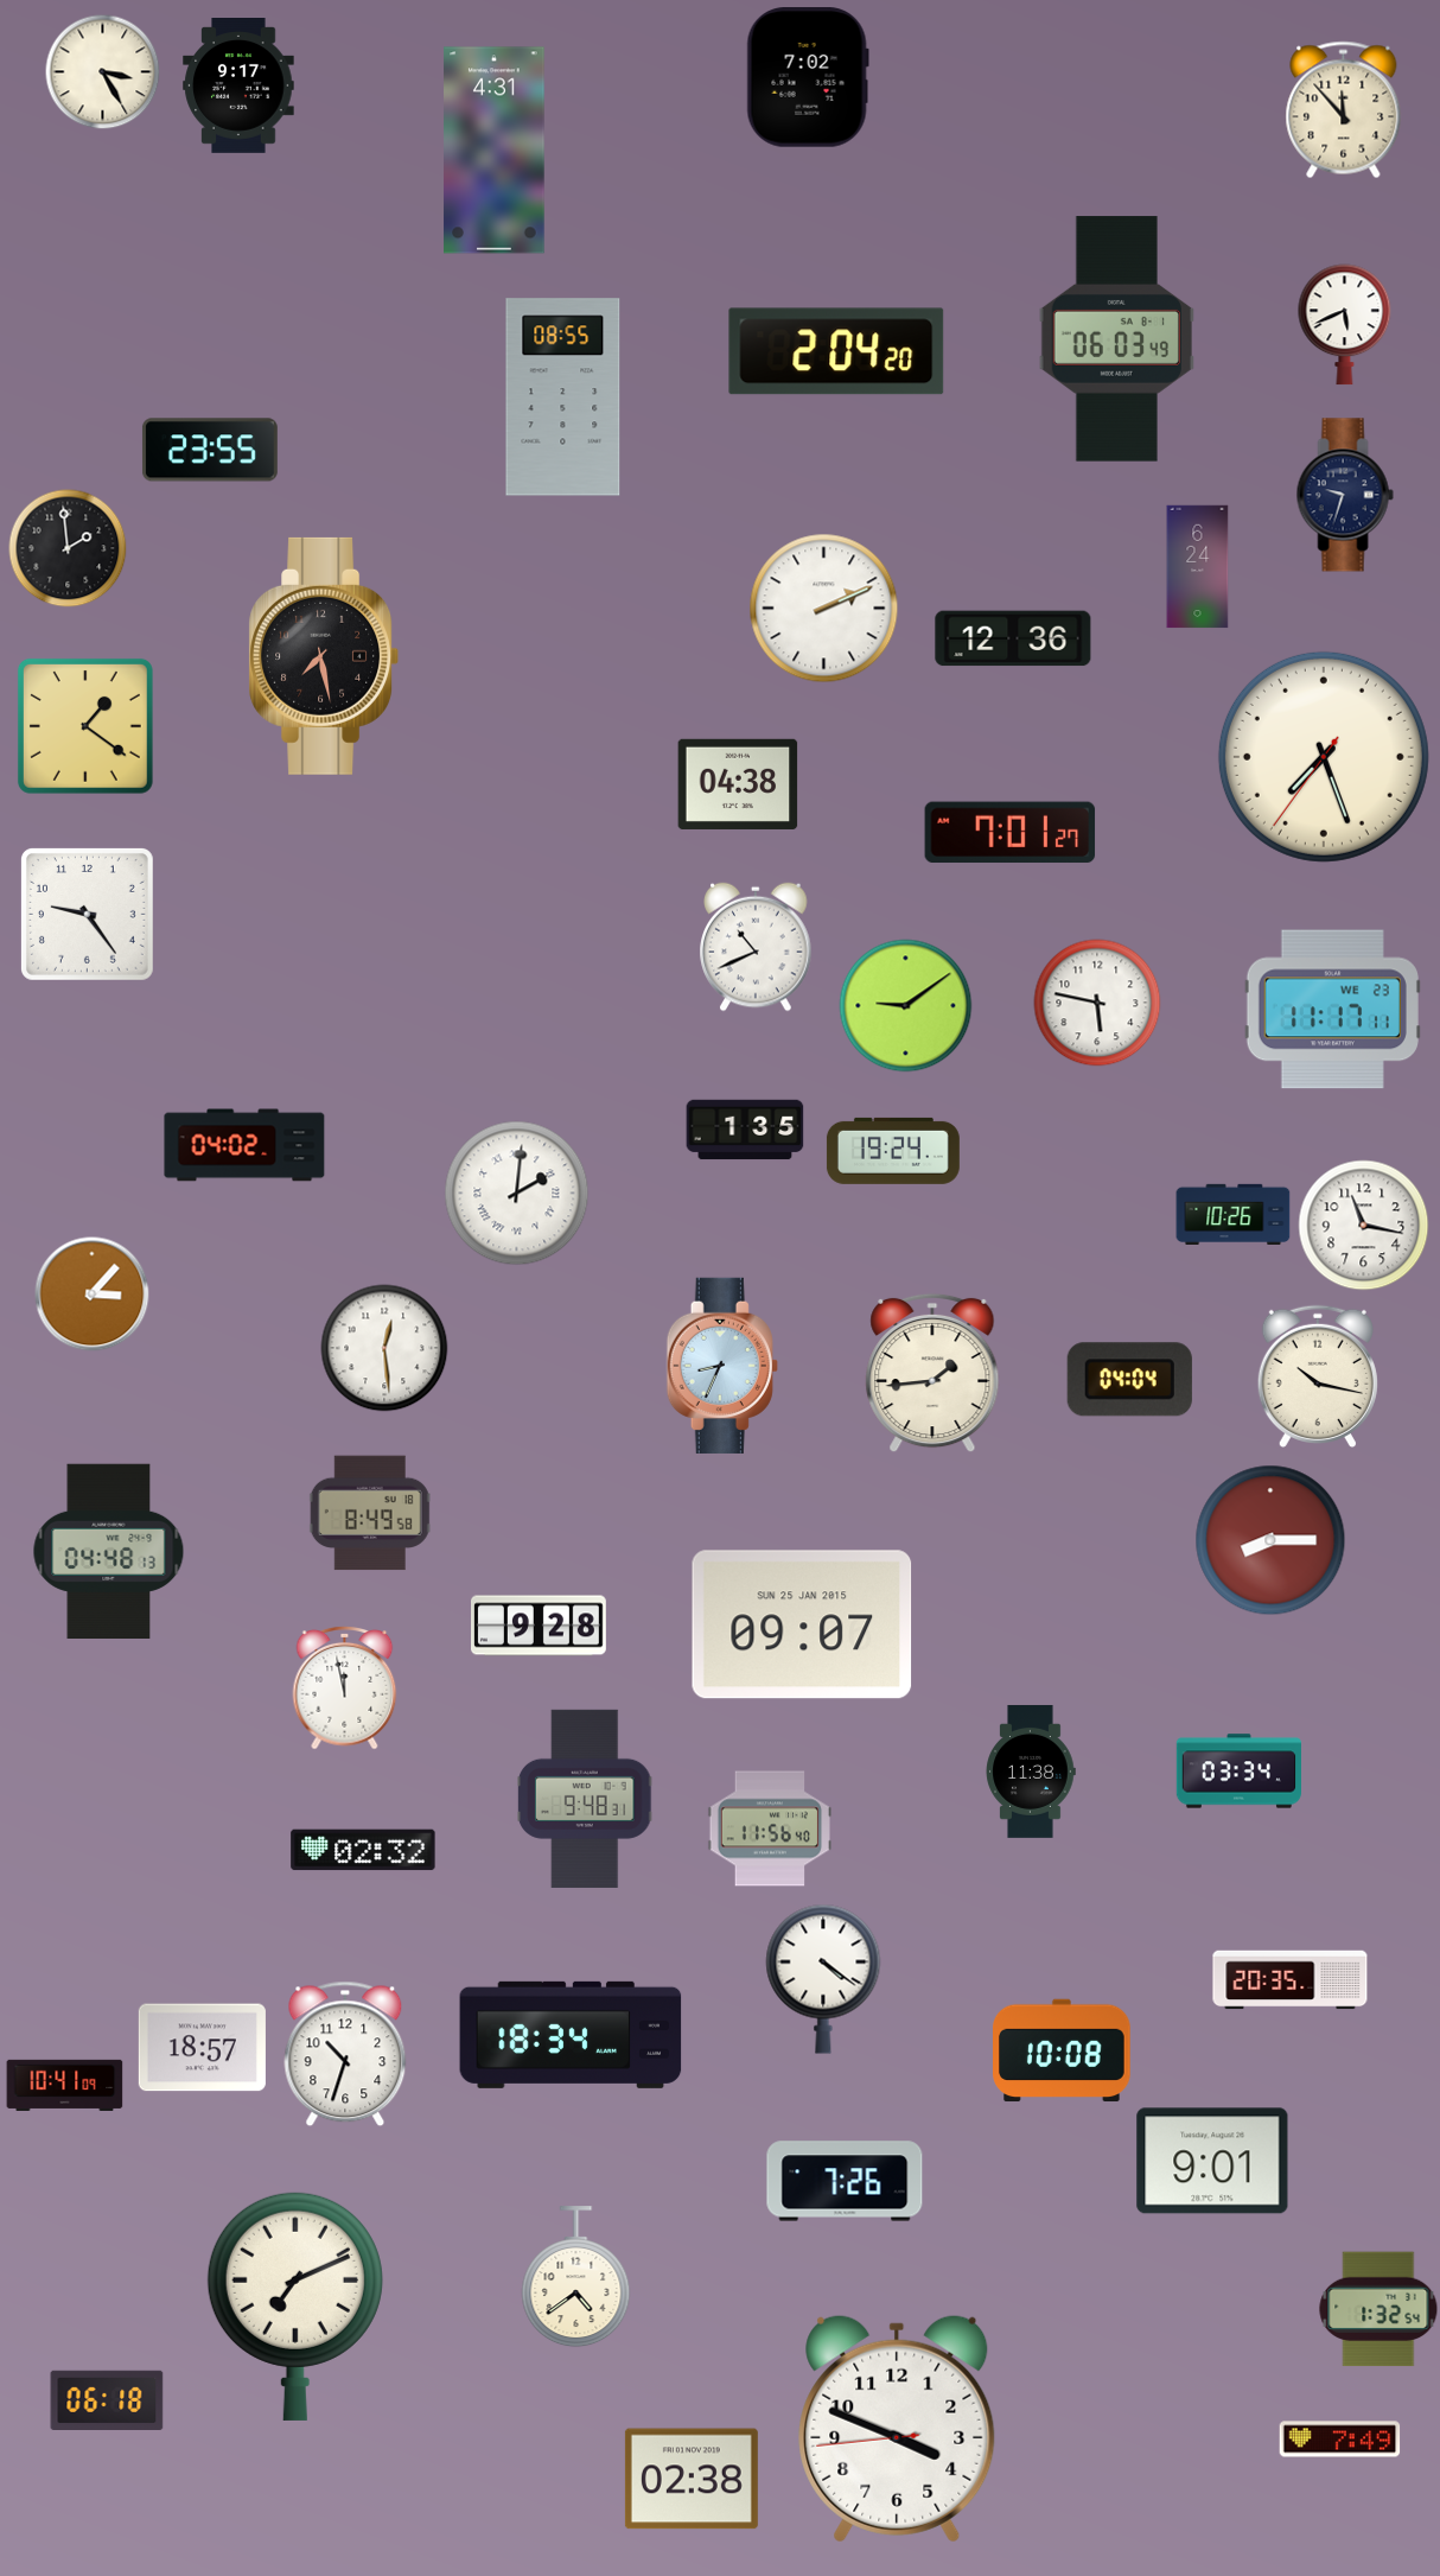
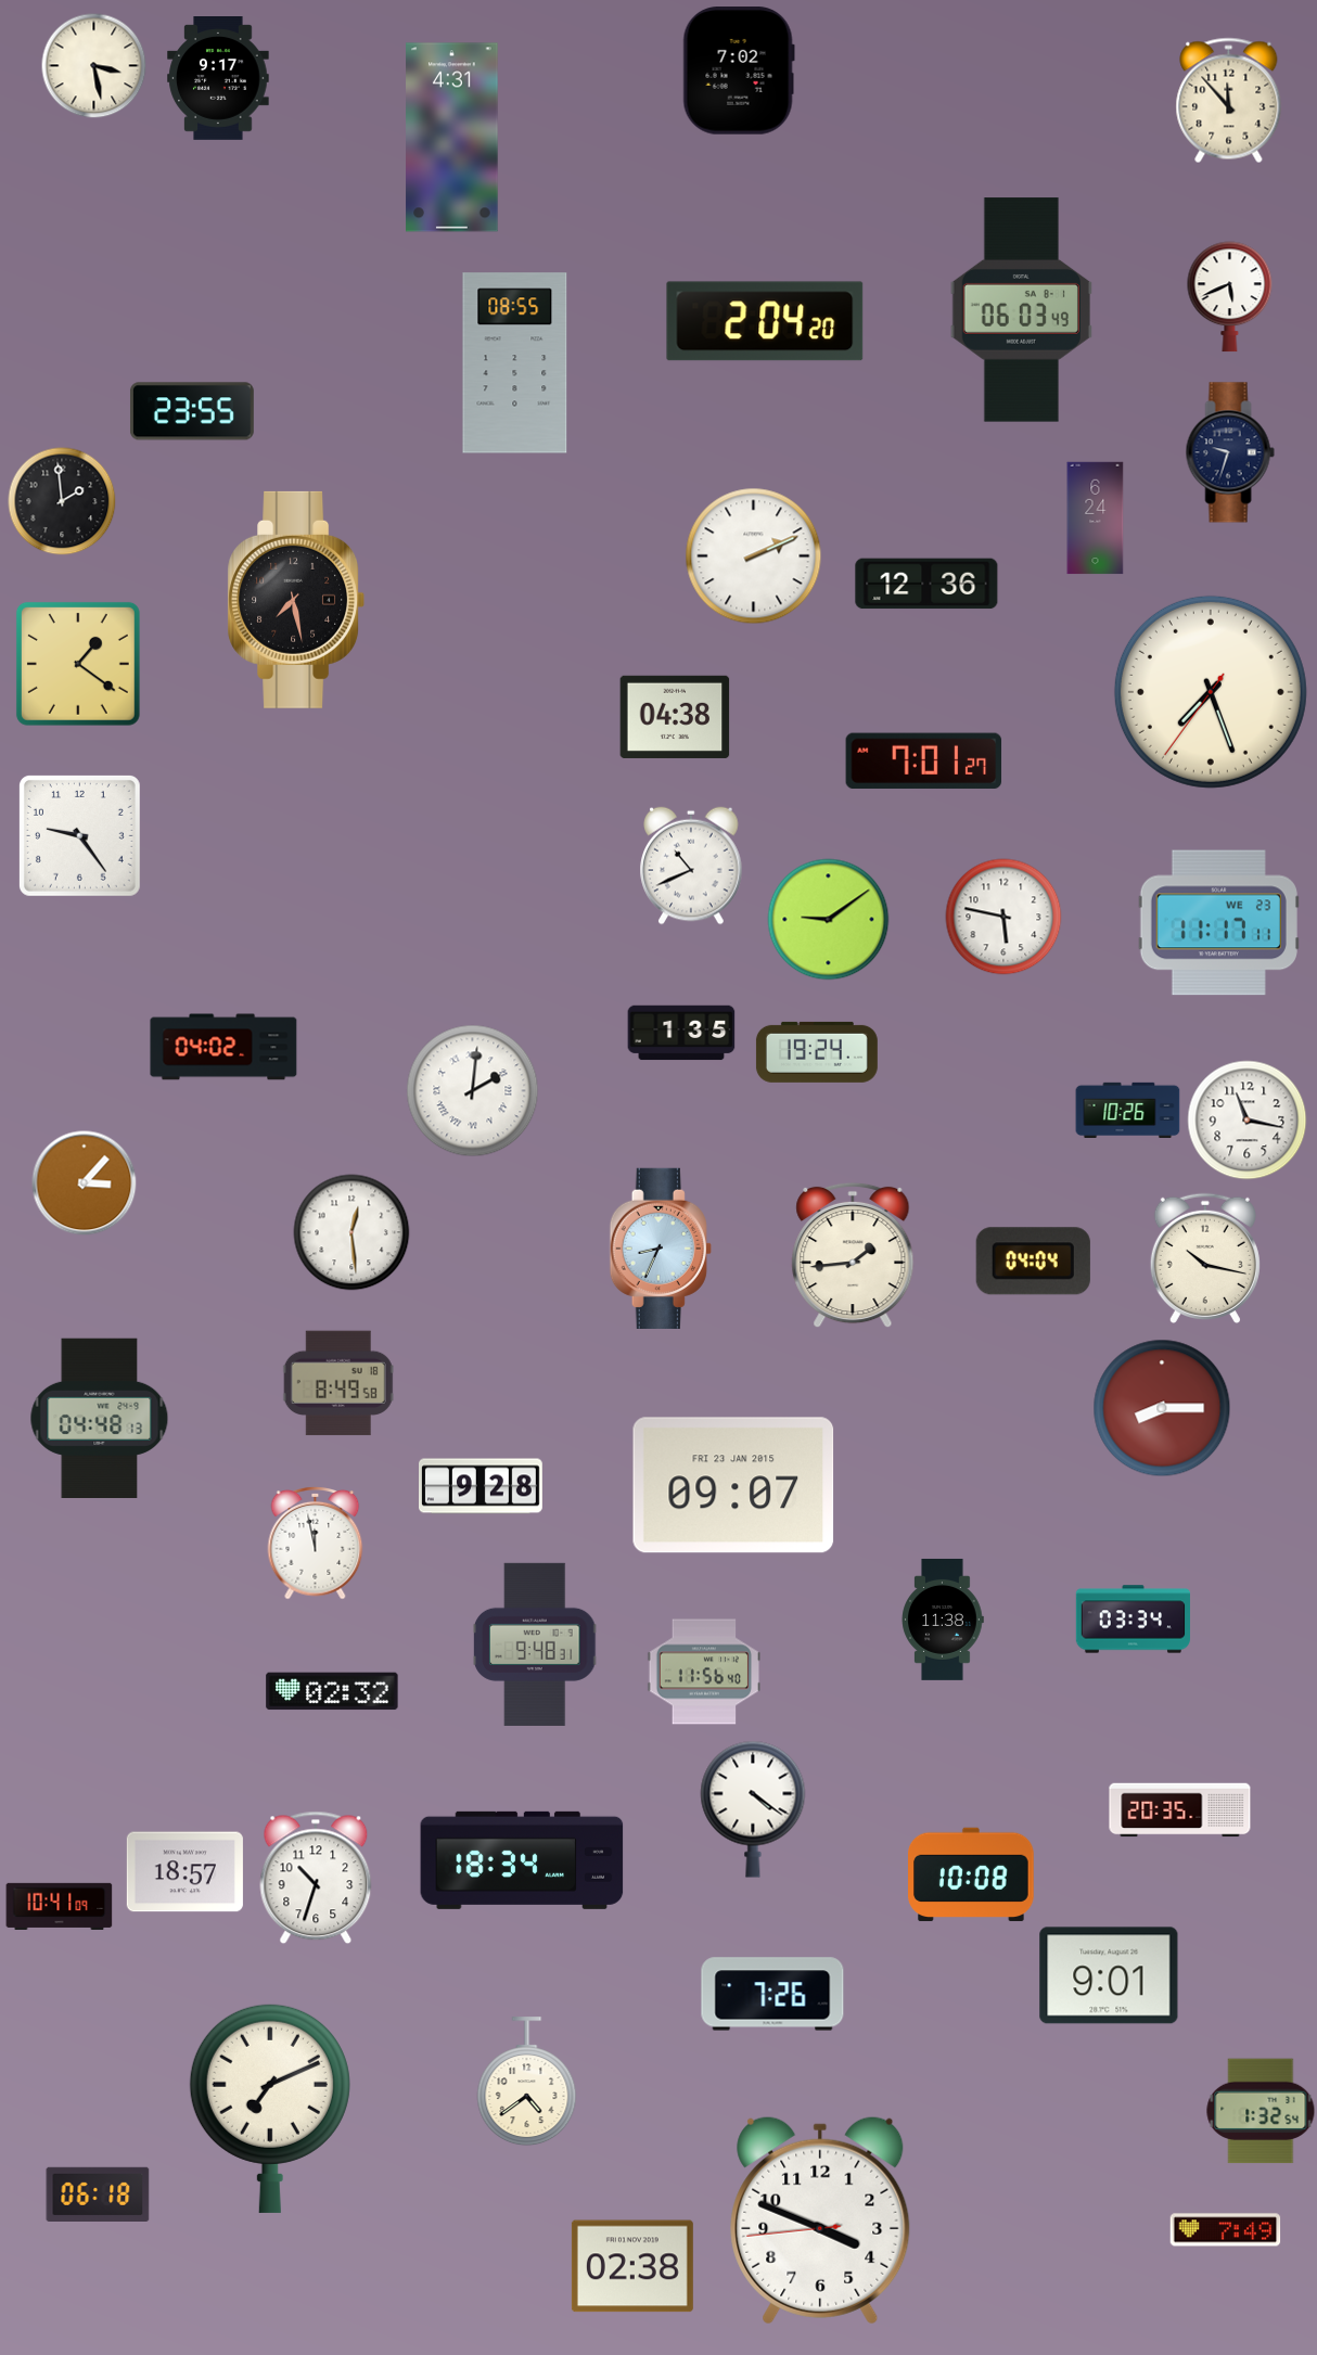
clock at (102, 71): 3:25 -> 3:28
clock at (802, 1624) date: SUN 25 JAN 2015 -> FRI 23 JAN 2015
clock at (540, 1626) position: (540, 1626) -> (482, 1486)
